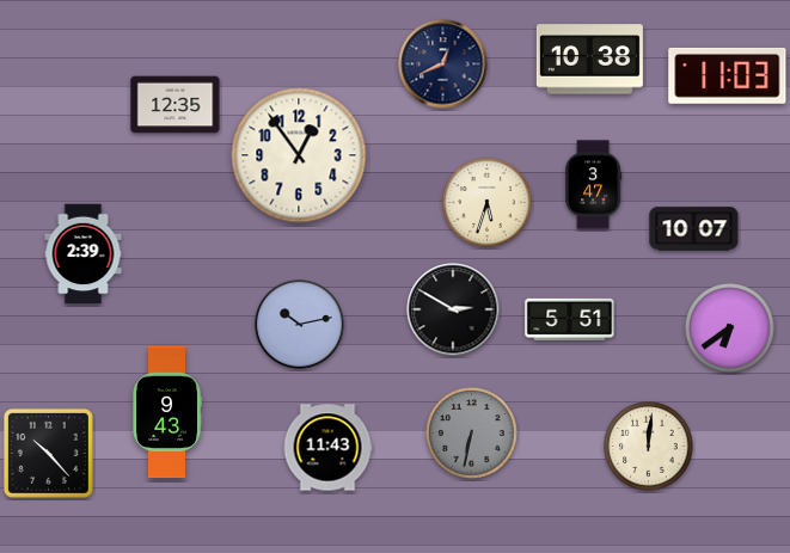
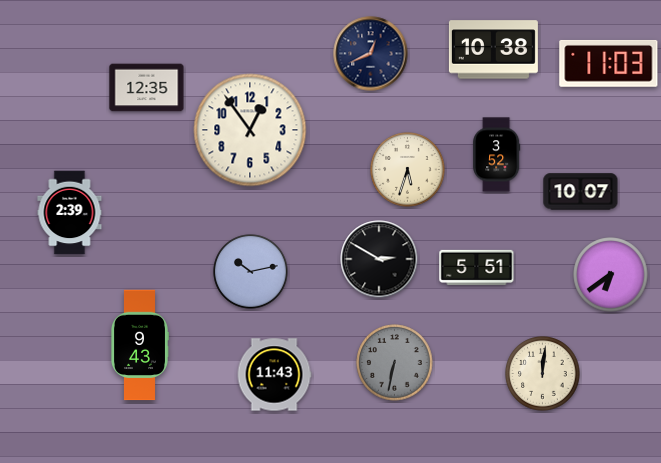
clock at (594, 185): 3:47 -> 3:52
clock at (48, 453): 10:23 -> none
